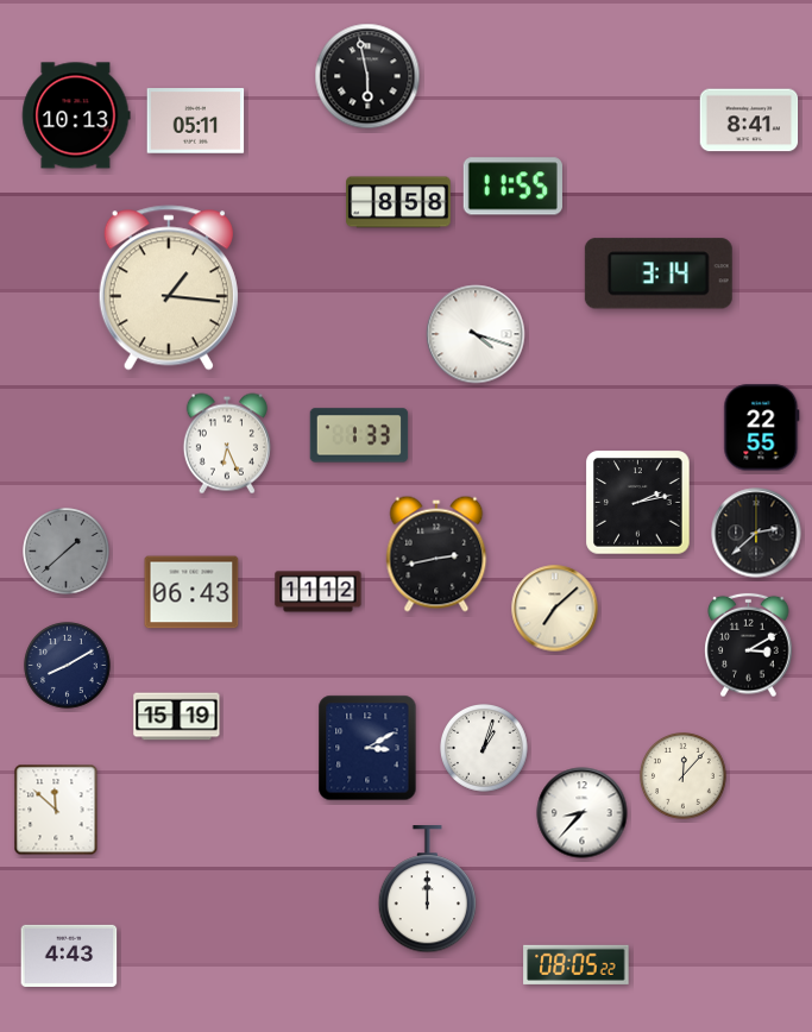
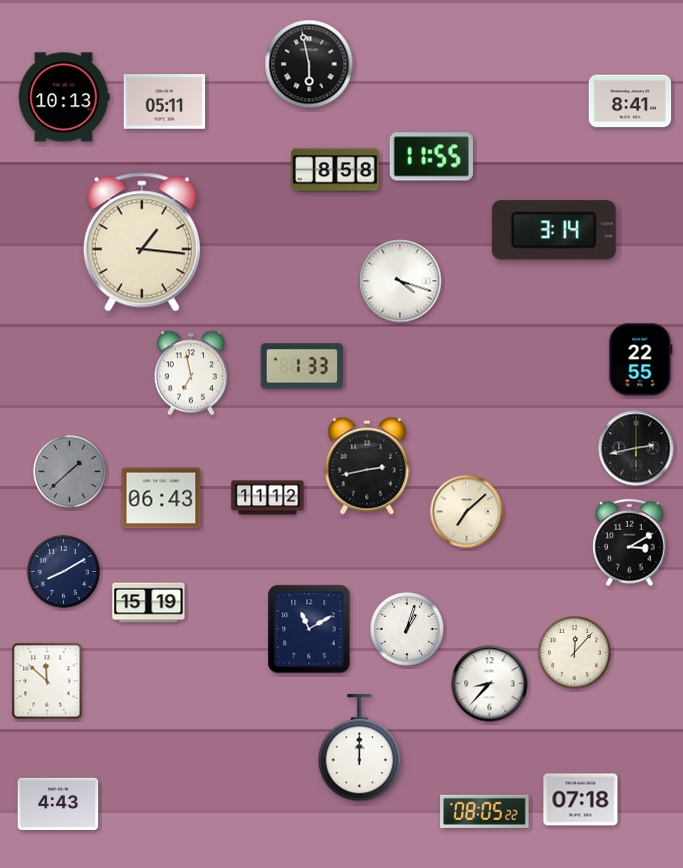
clock at (227, 443): 6:26 -> 6:58
clock at (638, 503): 2:13 -> none
clock at (756, 533): 2:38 -> 2:43
clock at (67, 552) position: (67, 552) -> (70, 472)
clock at (68, 666) position: (68, 666) -> (64, 572)
clock at (367, 748): 3:10 -> 11:10
clock at (581, 800): none -> 07:18
